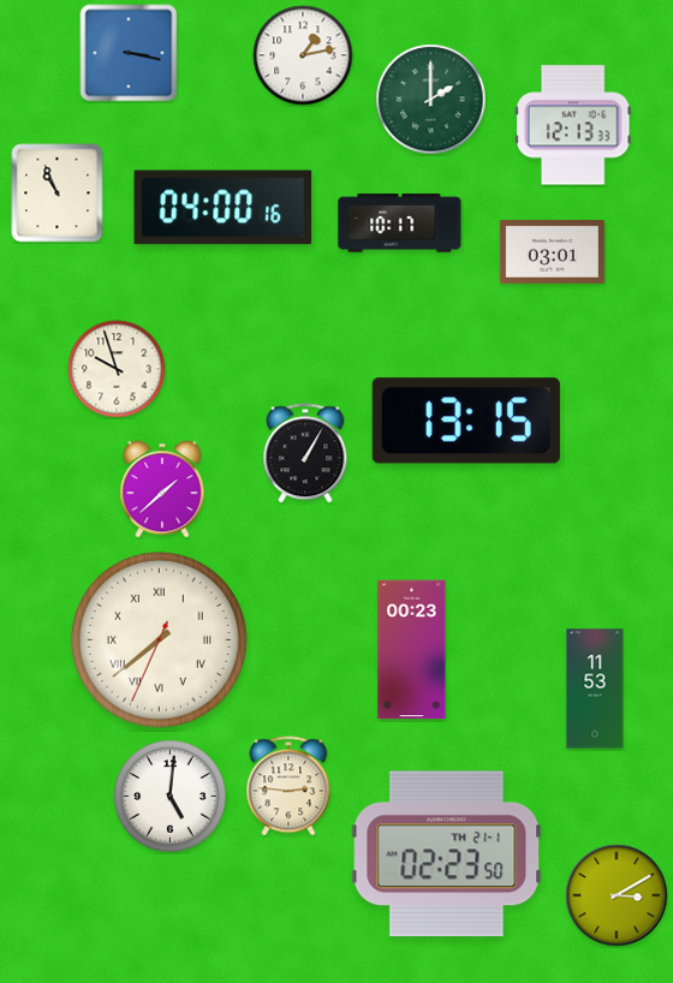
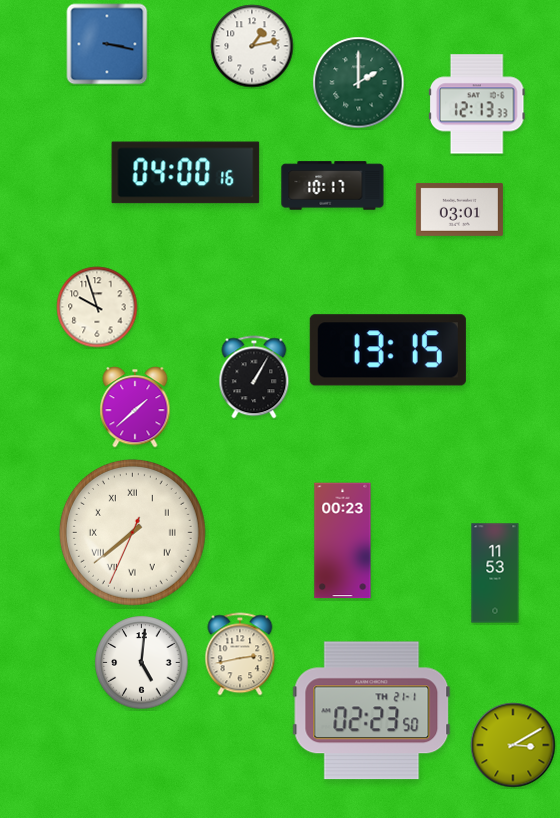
clock at (58, 193): 10:56 -> none
clock at (288, 786): 2:46 -> 2:43
